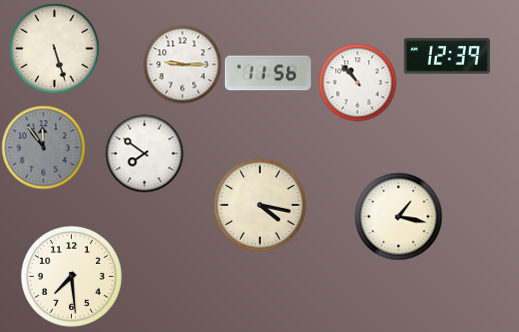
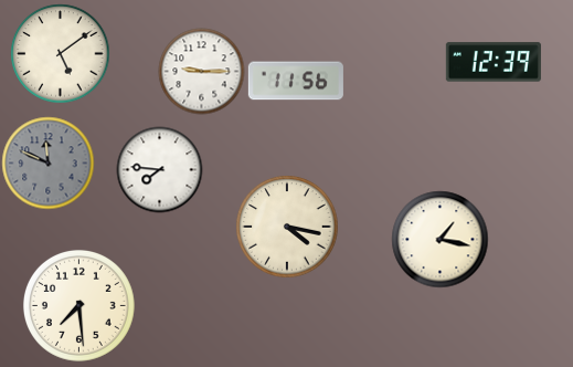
clock at (54, 48): 5:27 -> 5:09
clock at (357, 82): 10:53 -> none
clock at (43, 147): 11:54 -> 11:49
clock at (144, 153): 7:51 -> 7:46
